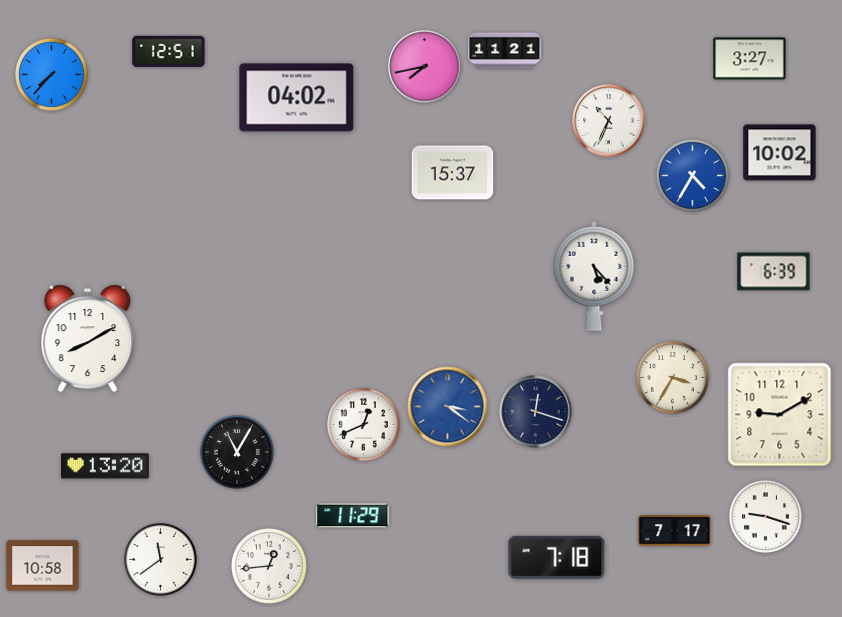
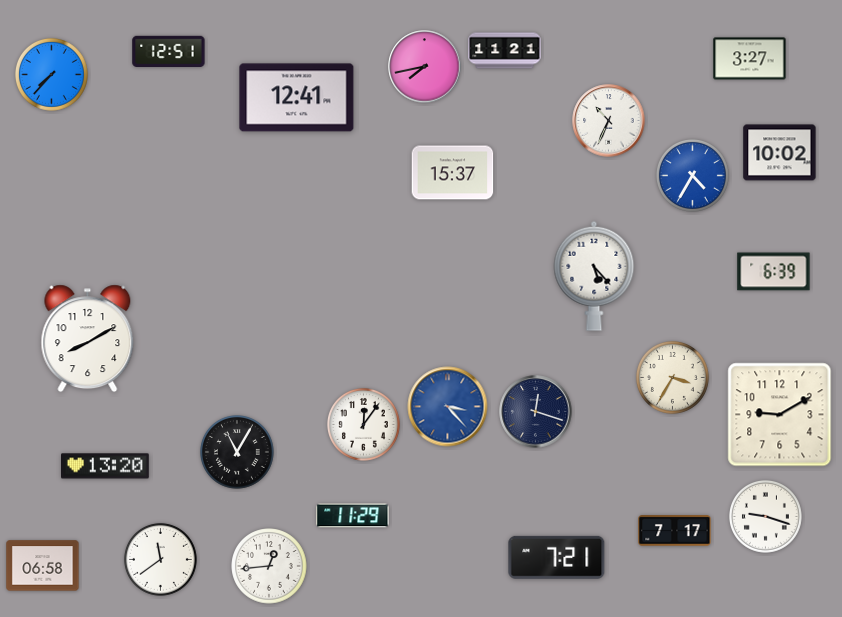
clock at (297, 98): 04:02 -> 12:41
clock at (448, 407): 3:21 -> 3:23
clock at (363, 424): 12:41 -> 12:06
clock at (557, 557): 7:18 -> 7:21
clock at (43, 566): 10:58 -> 06:58
